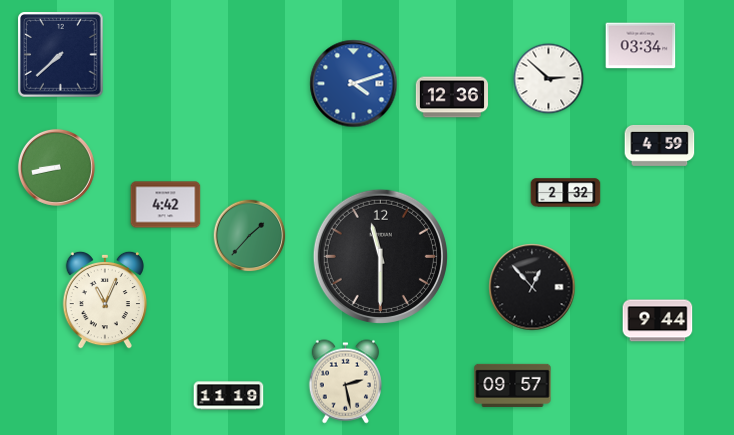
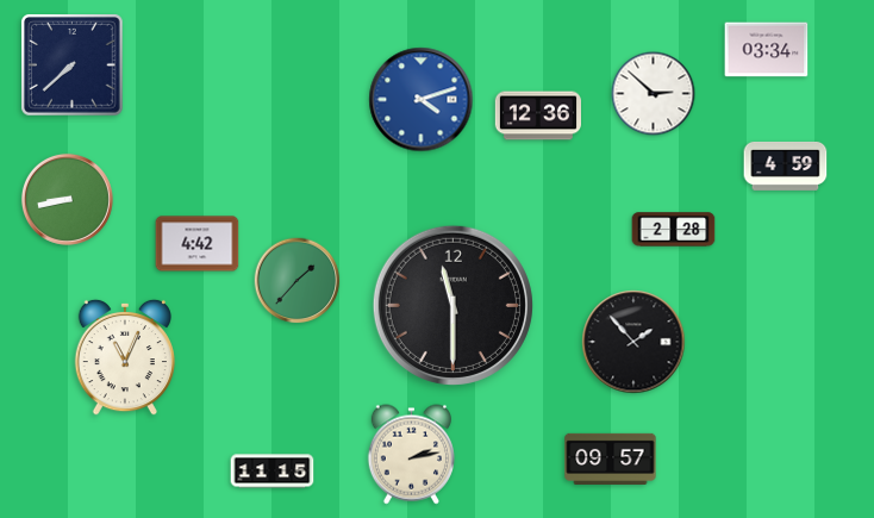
clock at (641, 46) position: (641, 46) -> (767, 50)
clock at (660, 145) position: (660, 145) -> (786, 166)
clock at (566, 193): 2:32 -> 2:28
clock at (532, 287): 12:53 -> 1:53
clock at (658, 321): 9:44 -> none
clock at (345, 382): 2:28 -> 2:13
clock at (229, 396): 11:19 -> 11:15
